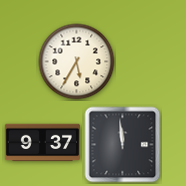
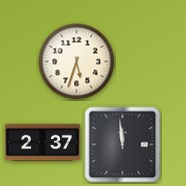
clock at (77, 62): 5:35 -> 5:33
clock at (42, 143): 9:37 -> 2:37
